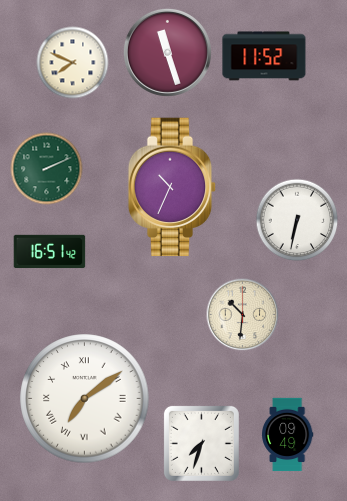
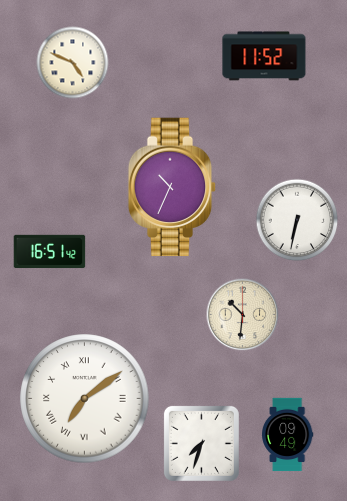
clock at (167, 52): 11:27 -> none
clock at (73, 63): 7:49 -> 4:49
clock at (47, 169): 2:11 -> none
